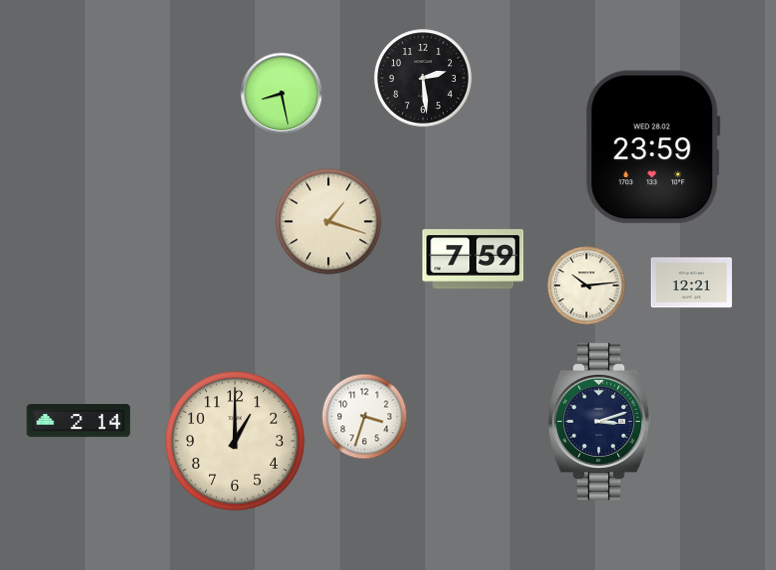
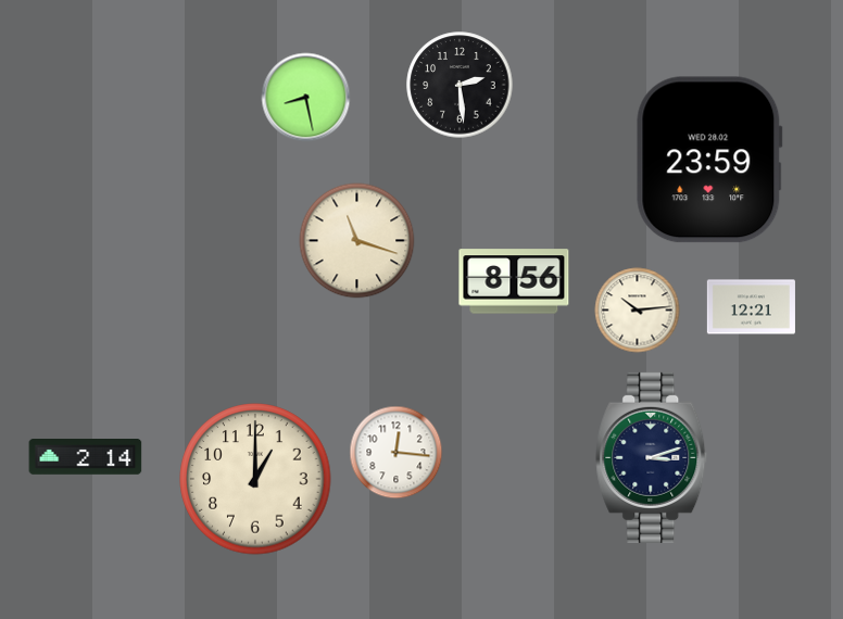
clock at (282, 94) position: (282, 94) -> (306, 98)
clock at (329, 222): 1:18 -> 11:18
clock at (473, 259): 7:59 -> 8:56
clock at (365, 417): 3:33 -> 12:16
